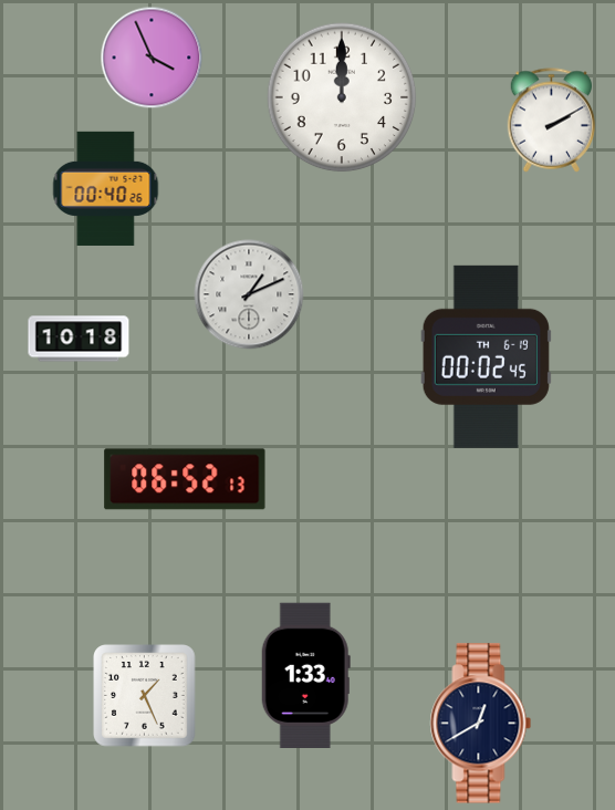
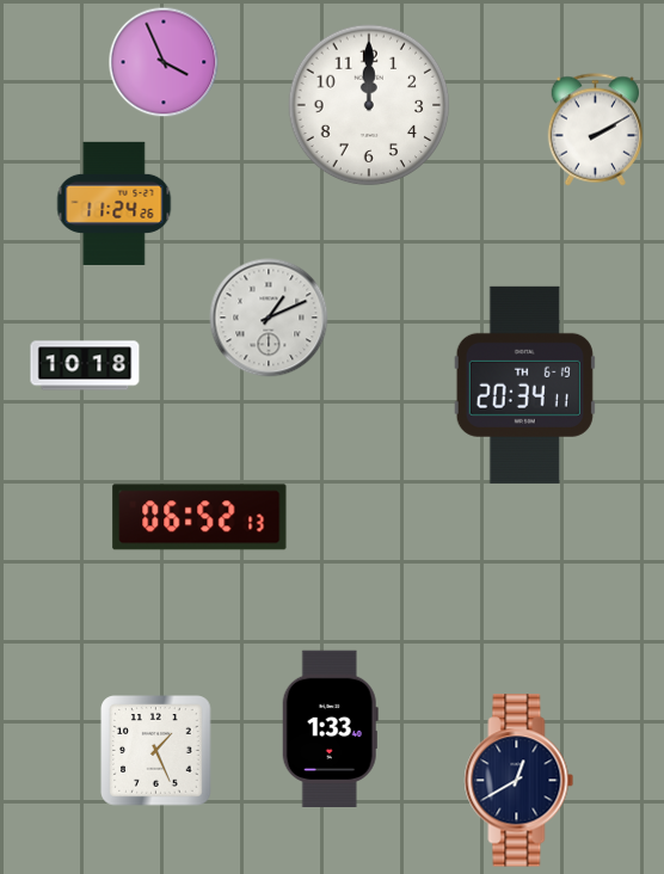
clock at (106, 188): 00:40 -> 11:24
clock at (486, 356): 00:02 -> 20:34
